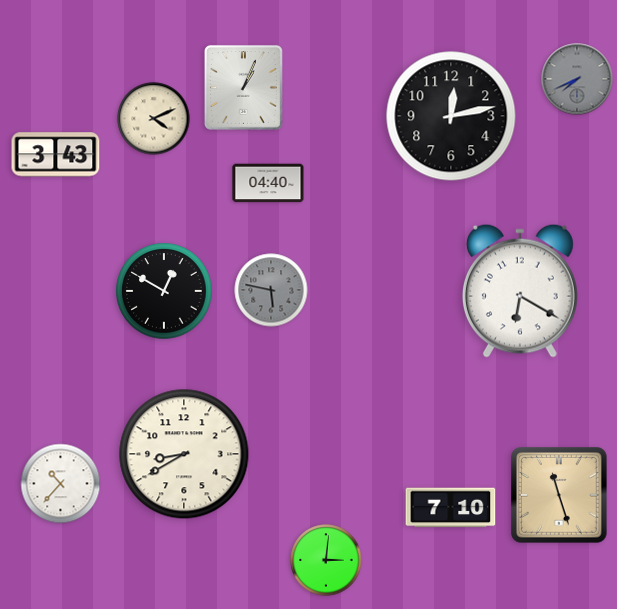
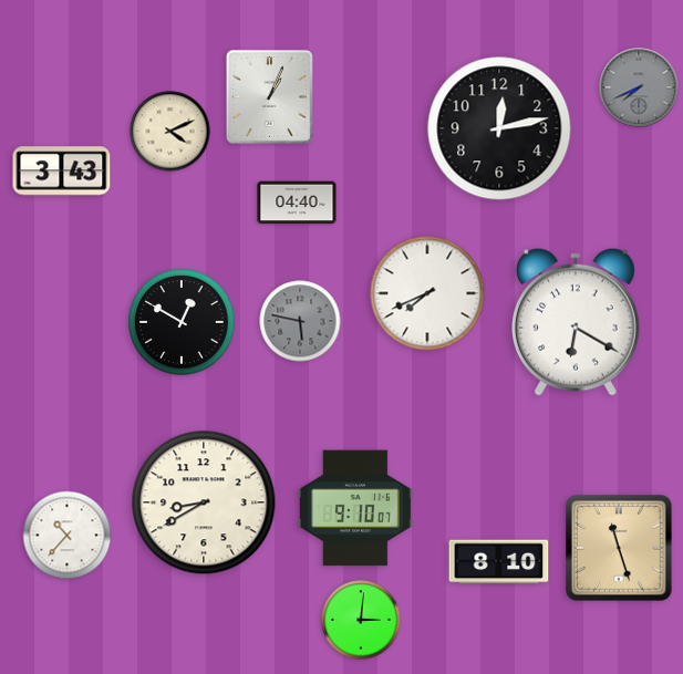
clock at (427, 293): none -> 7:41
clock at (356, 508): none -> 9:10
clock at (451, 508): 7:10 -> 8:10
